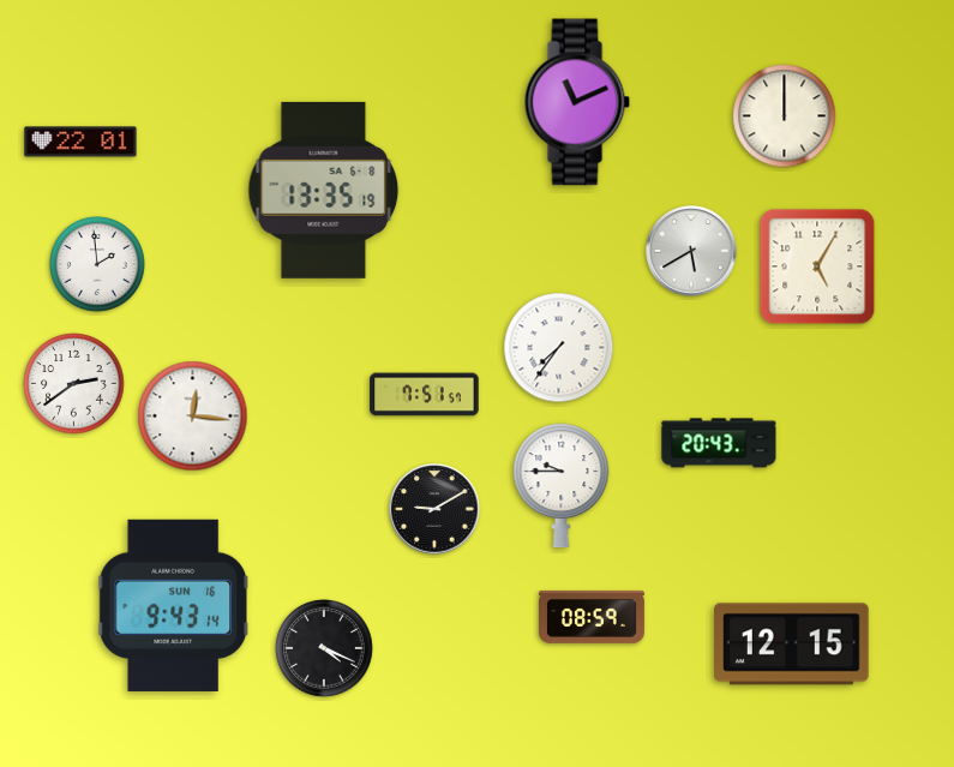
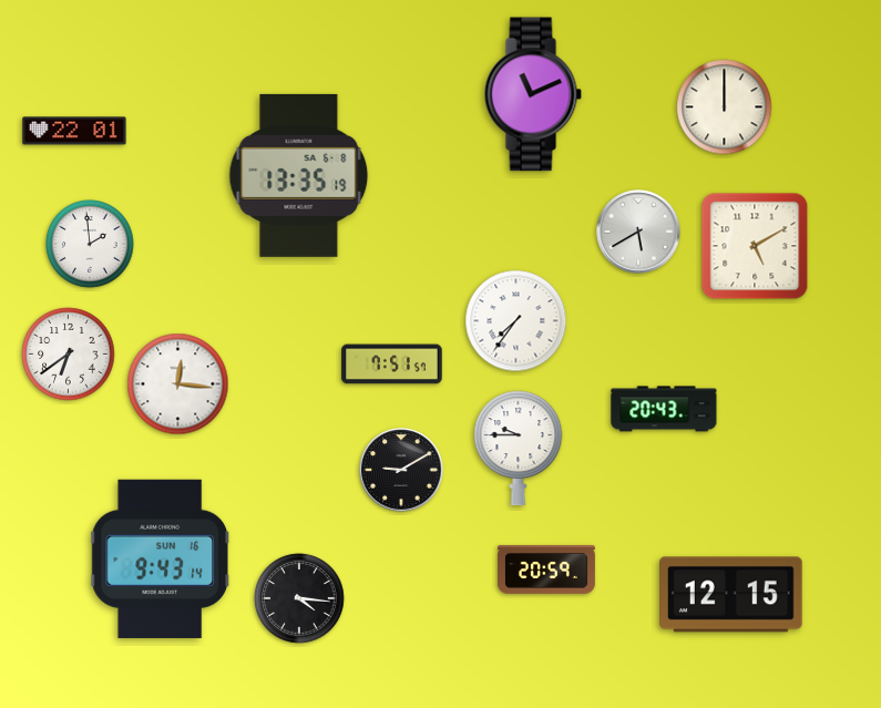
clock at (817, 266): 5:05 -> 5:10
clock at (74, 384): 2:39 -> 6:39
clock at (592, 617): 08:59 -> 20:59
clock at (324, 648): 4:19 -> 4:16
